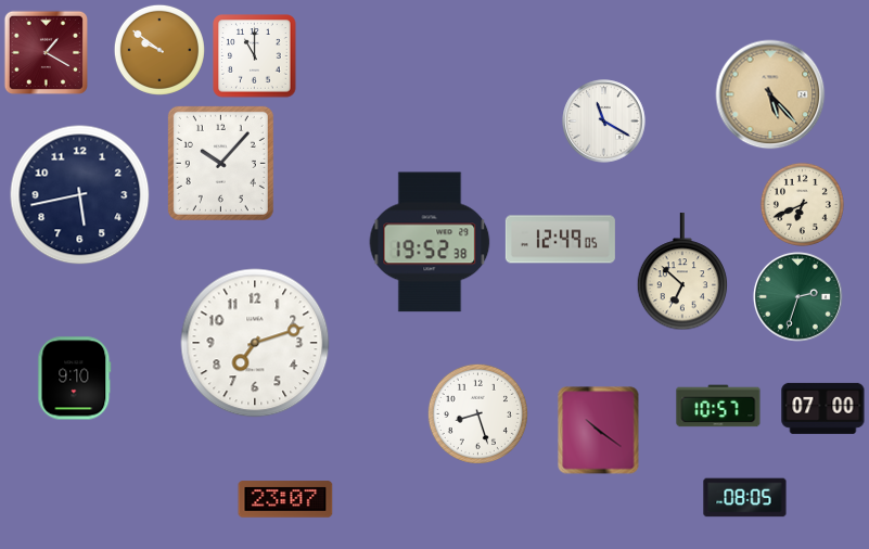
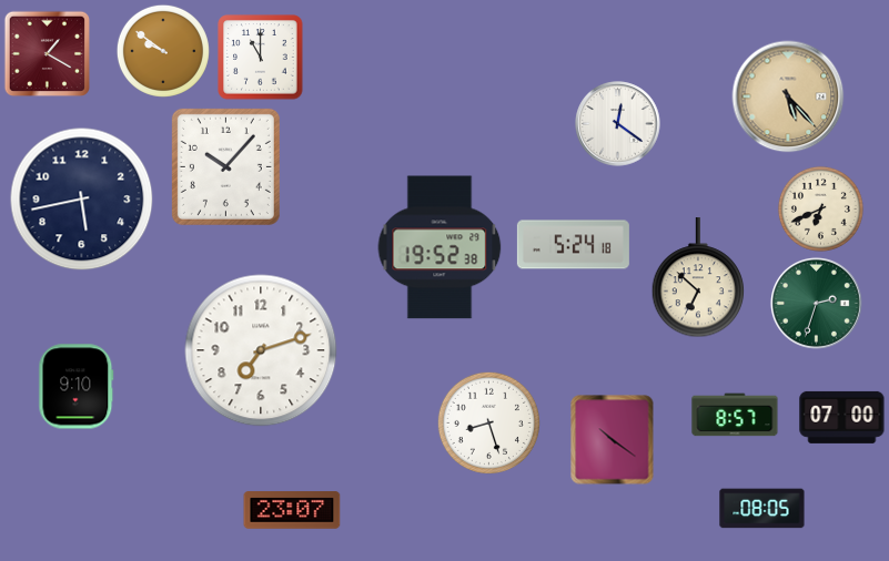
clock at (604, 122): 11:20 -> 12:21
clock at (560, 240): 12:49 -> 5:24
clock at (718, 406): 10:57 -> 8:57
